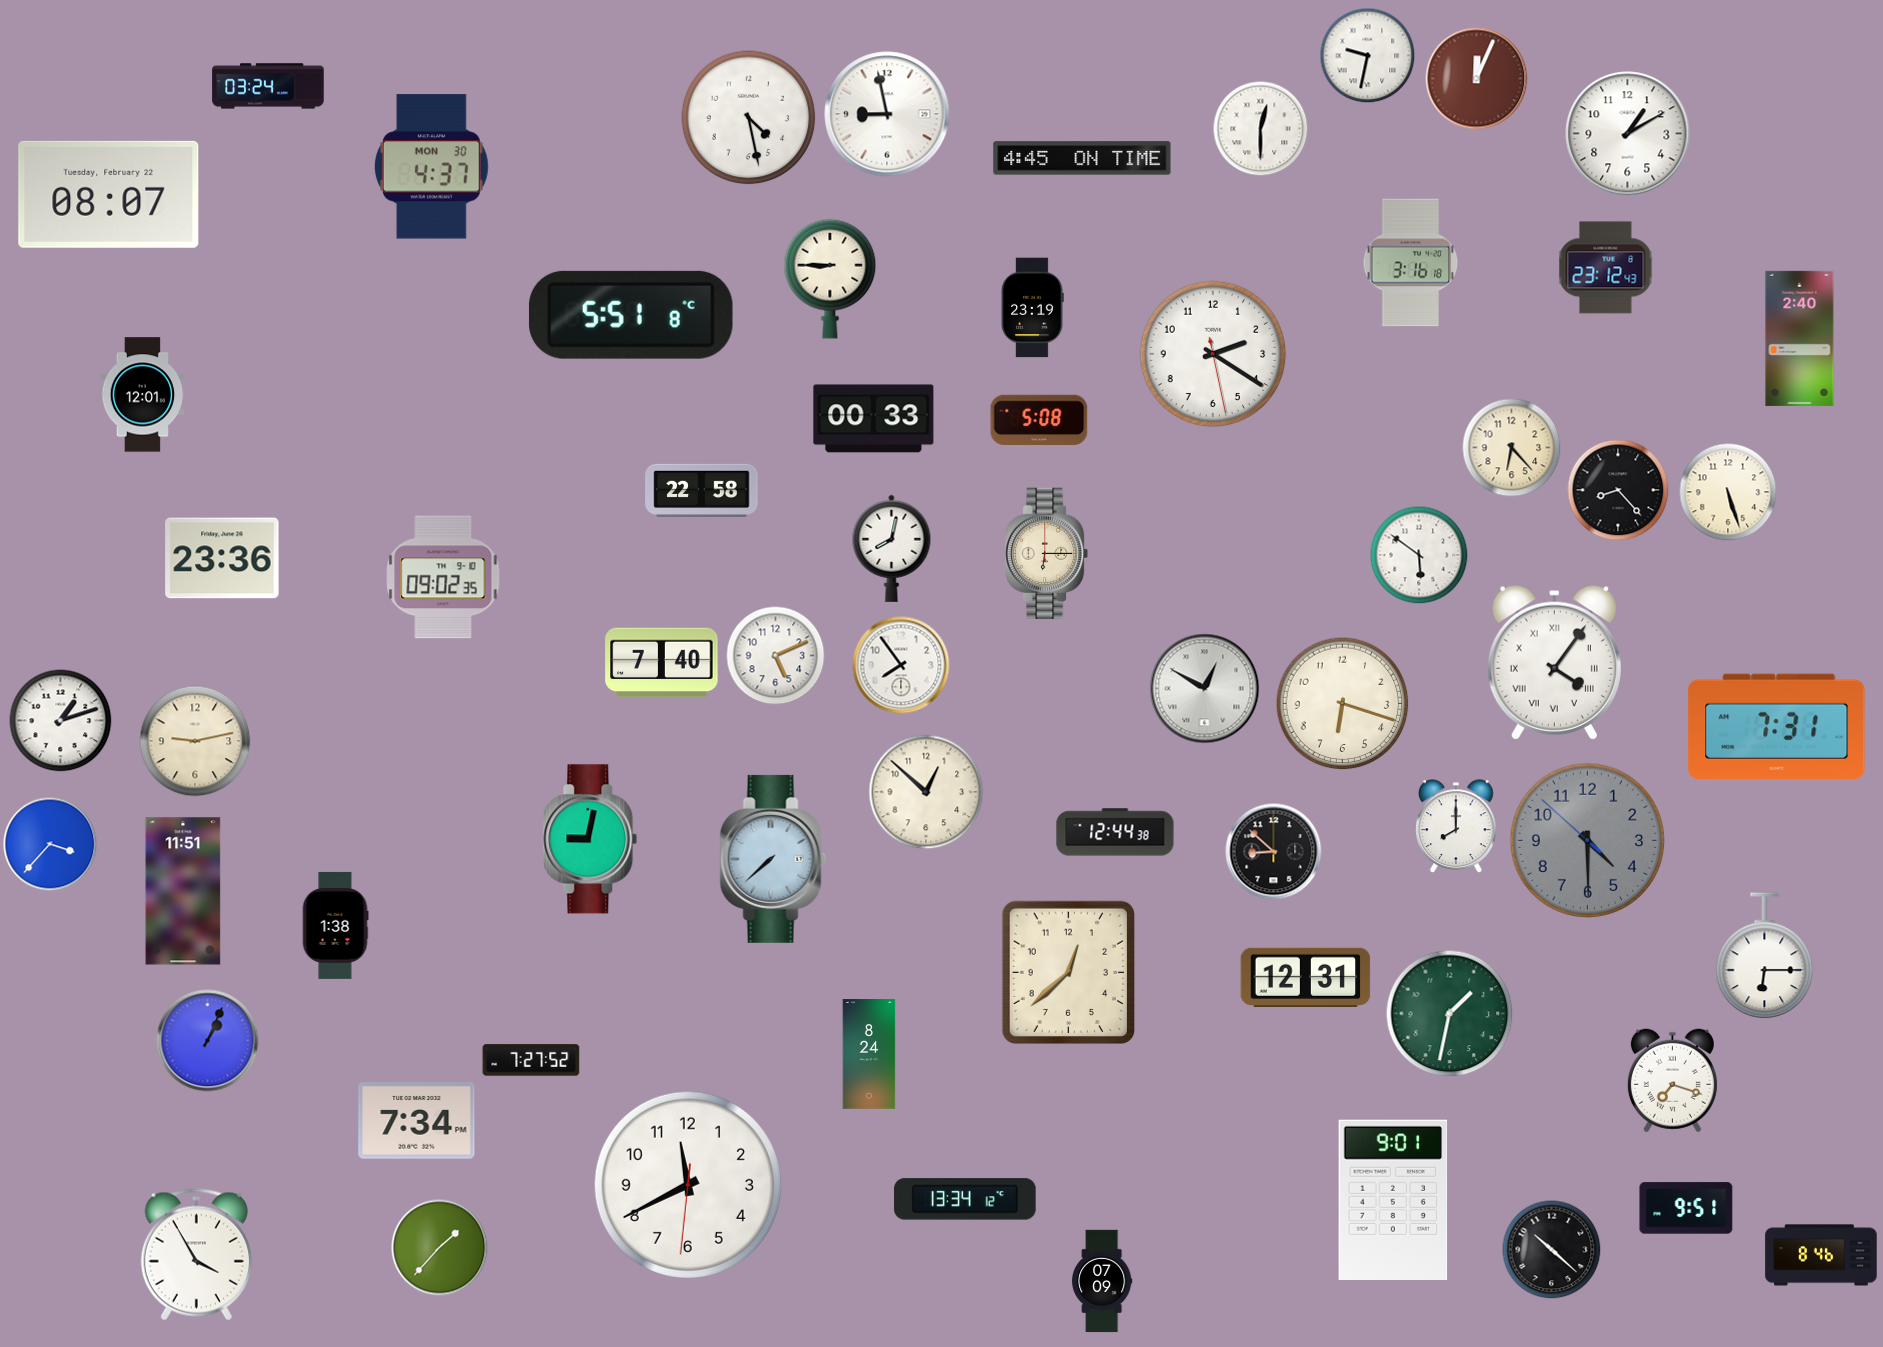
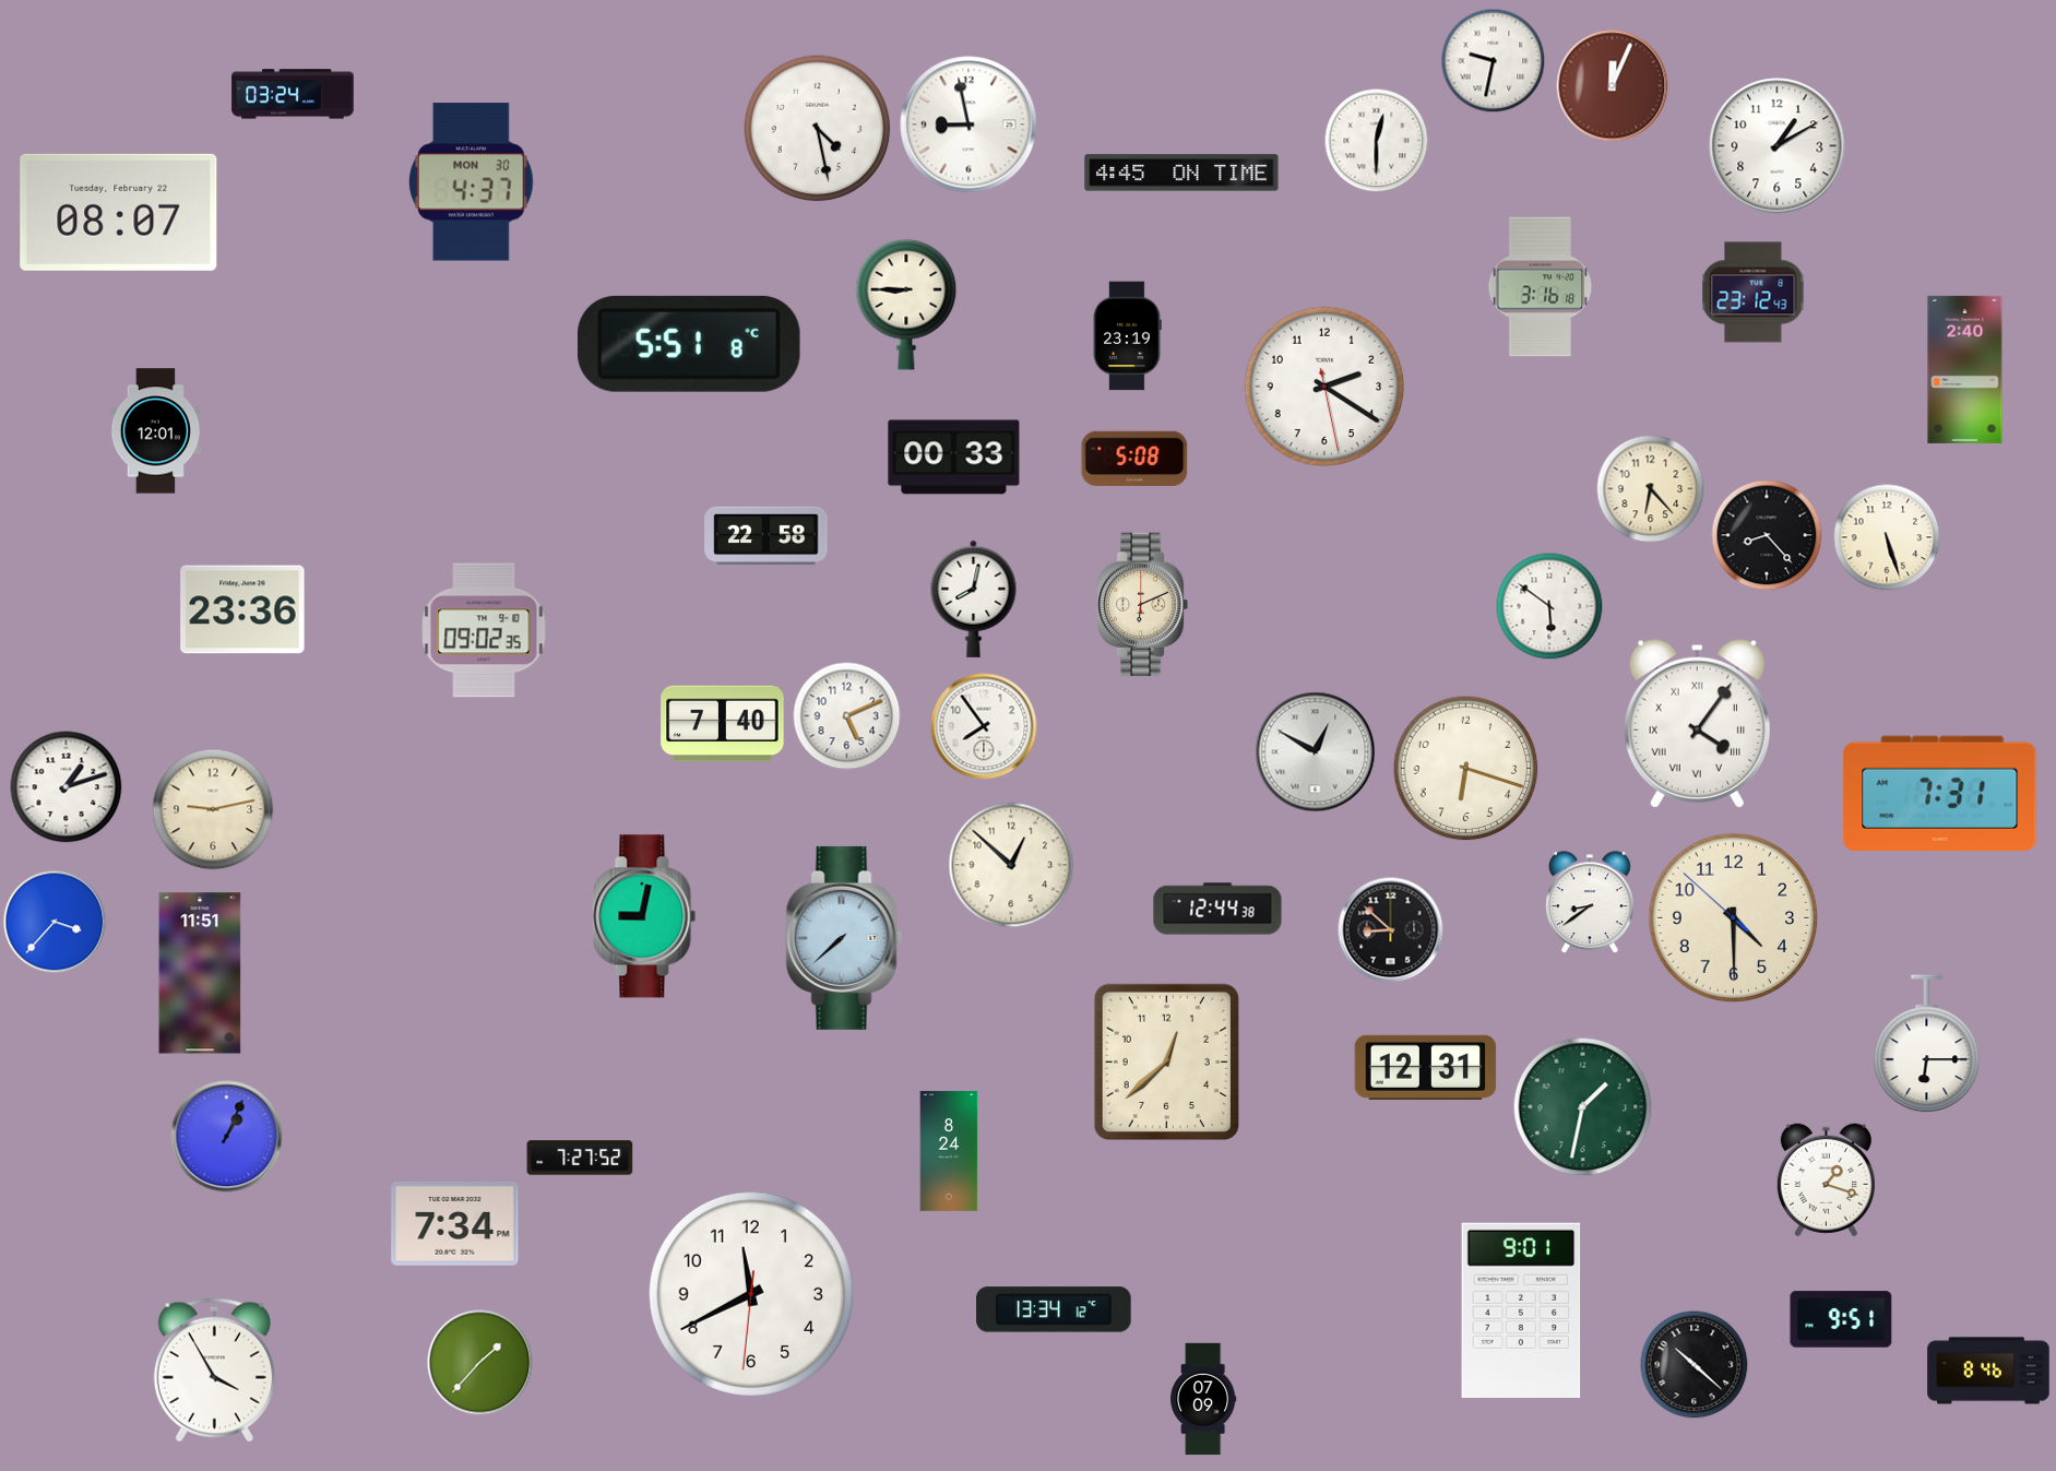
clock at (1047, 554): 6:15 -> 6:11
clock at (1456, 827): 8:00 -> 8:39
clock at (1588, 841) dial: grey -> cream
clock at (335, 925): 1:38 -> none
clock at (1672, 1081): 7:18 -> 1:18
